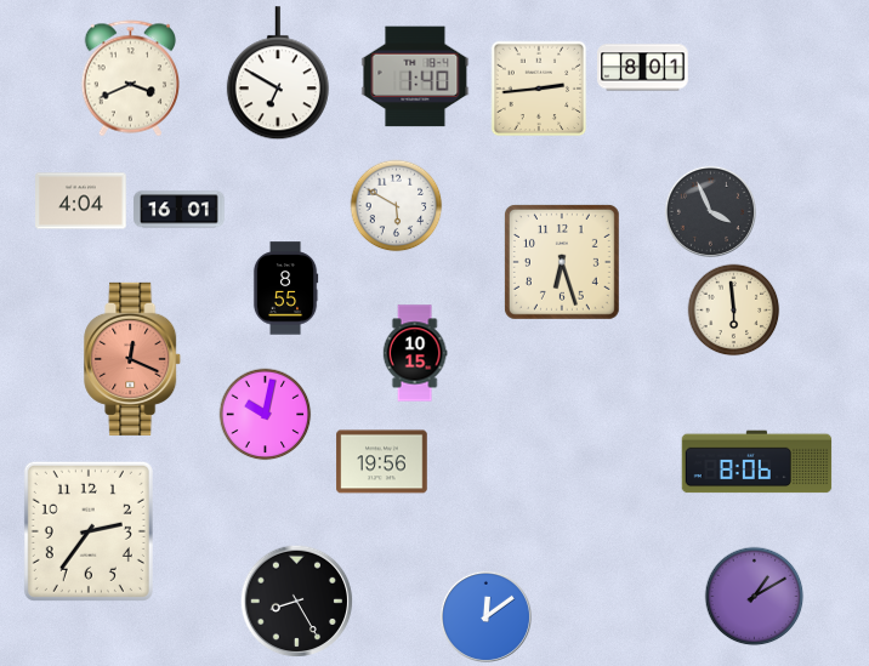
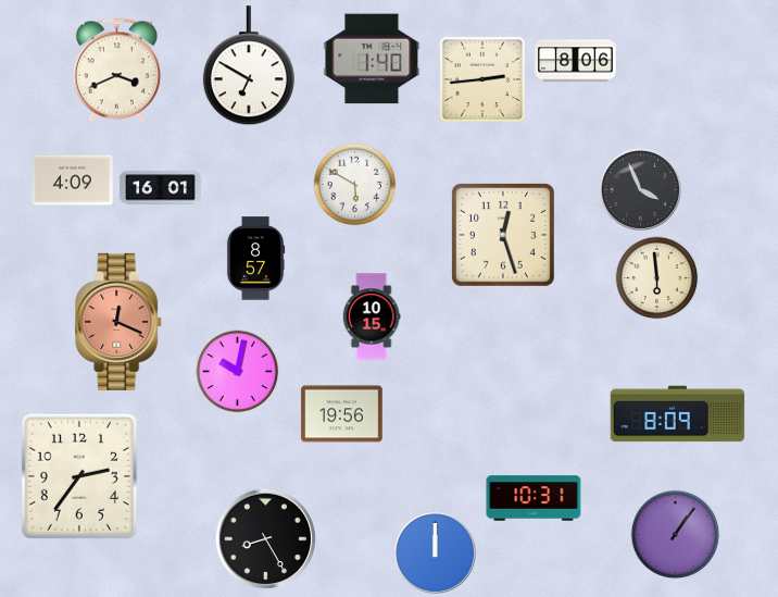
clock at (643, 68): 8:01 -> 8:06
clock at (415, 76) position: (415, 76) -> (372, 59)
clock at (81, 201): 4:04 -> 4:09
clock at (710, 211) position: (710, 211) -> (640, 189)
clock at (562, 262): 6:27 -> 12:27
clock at (285, 289): 8:55 -> 8:57
clock at (757, 462): 8:06 -> 8:09
clock at (534, 498): none -> 10:31
clock at (755, 597): 1:10 -> 1:06
clock at (485, 616): 12:09 -> 12:00
